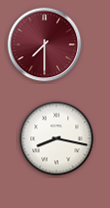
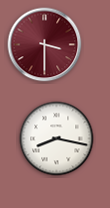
clock at (45, 45): 7:30 -> 3:30
